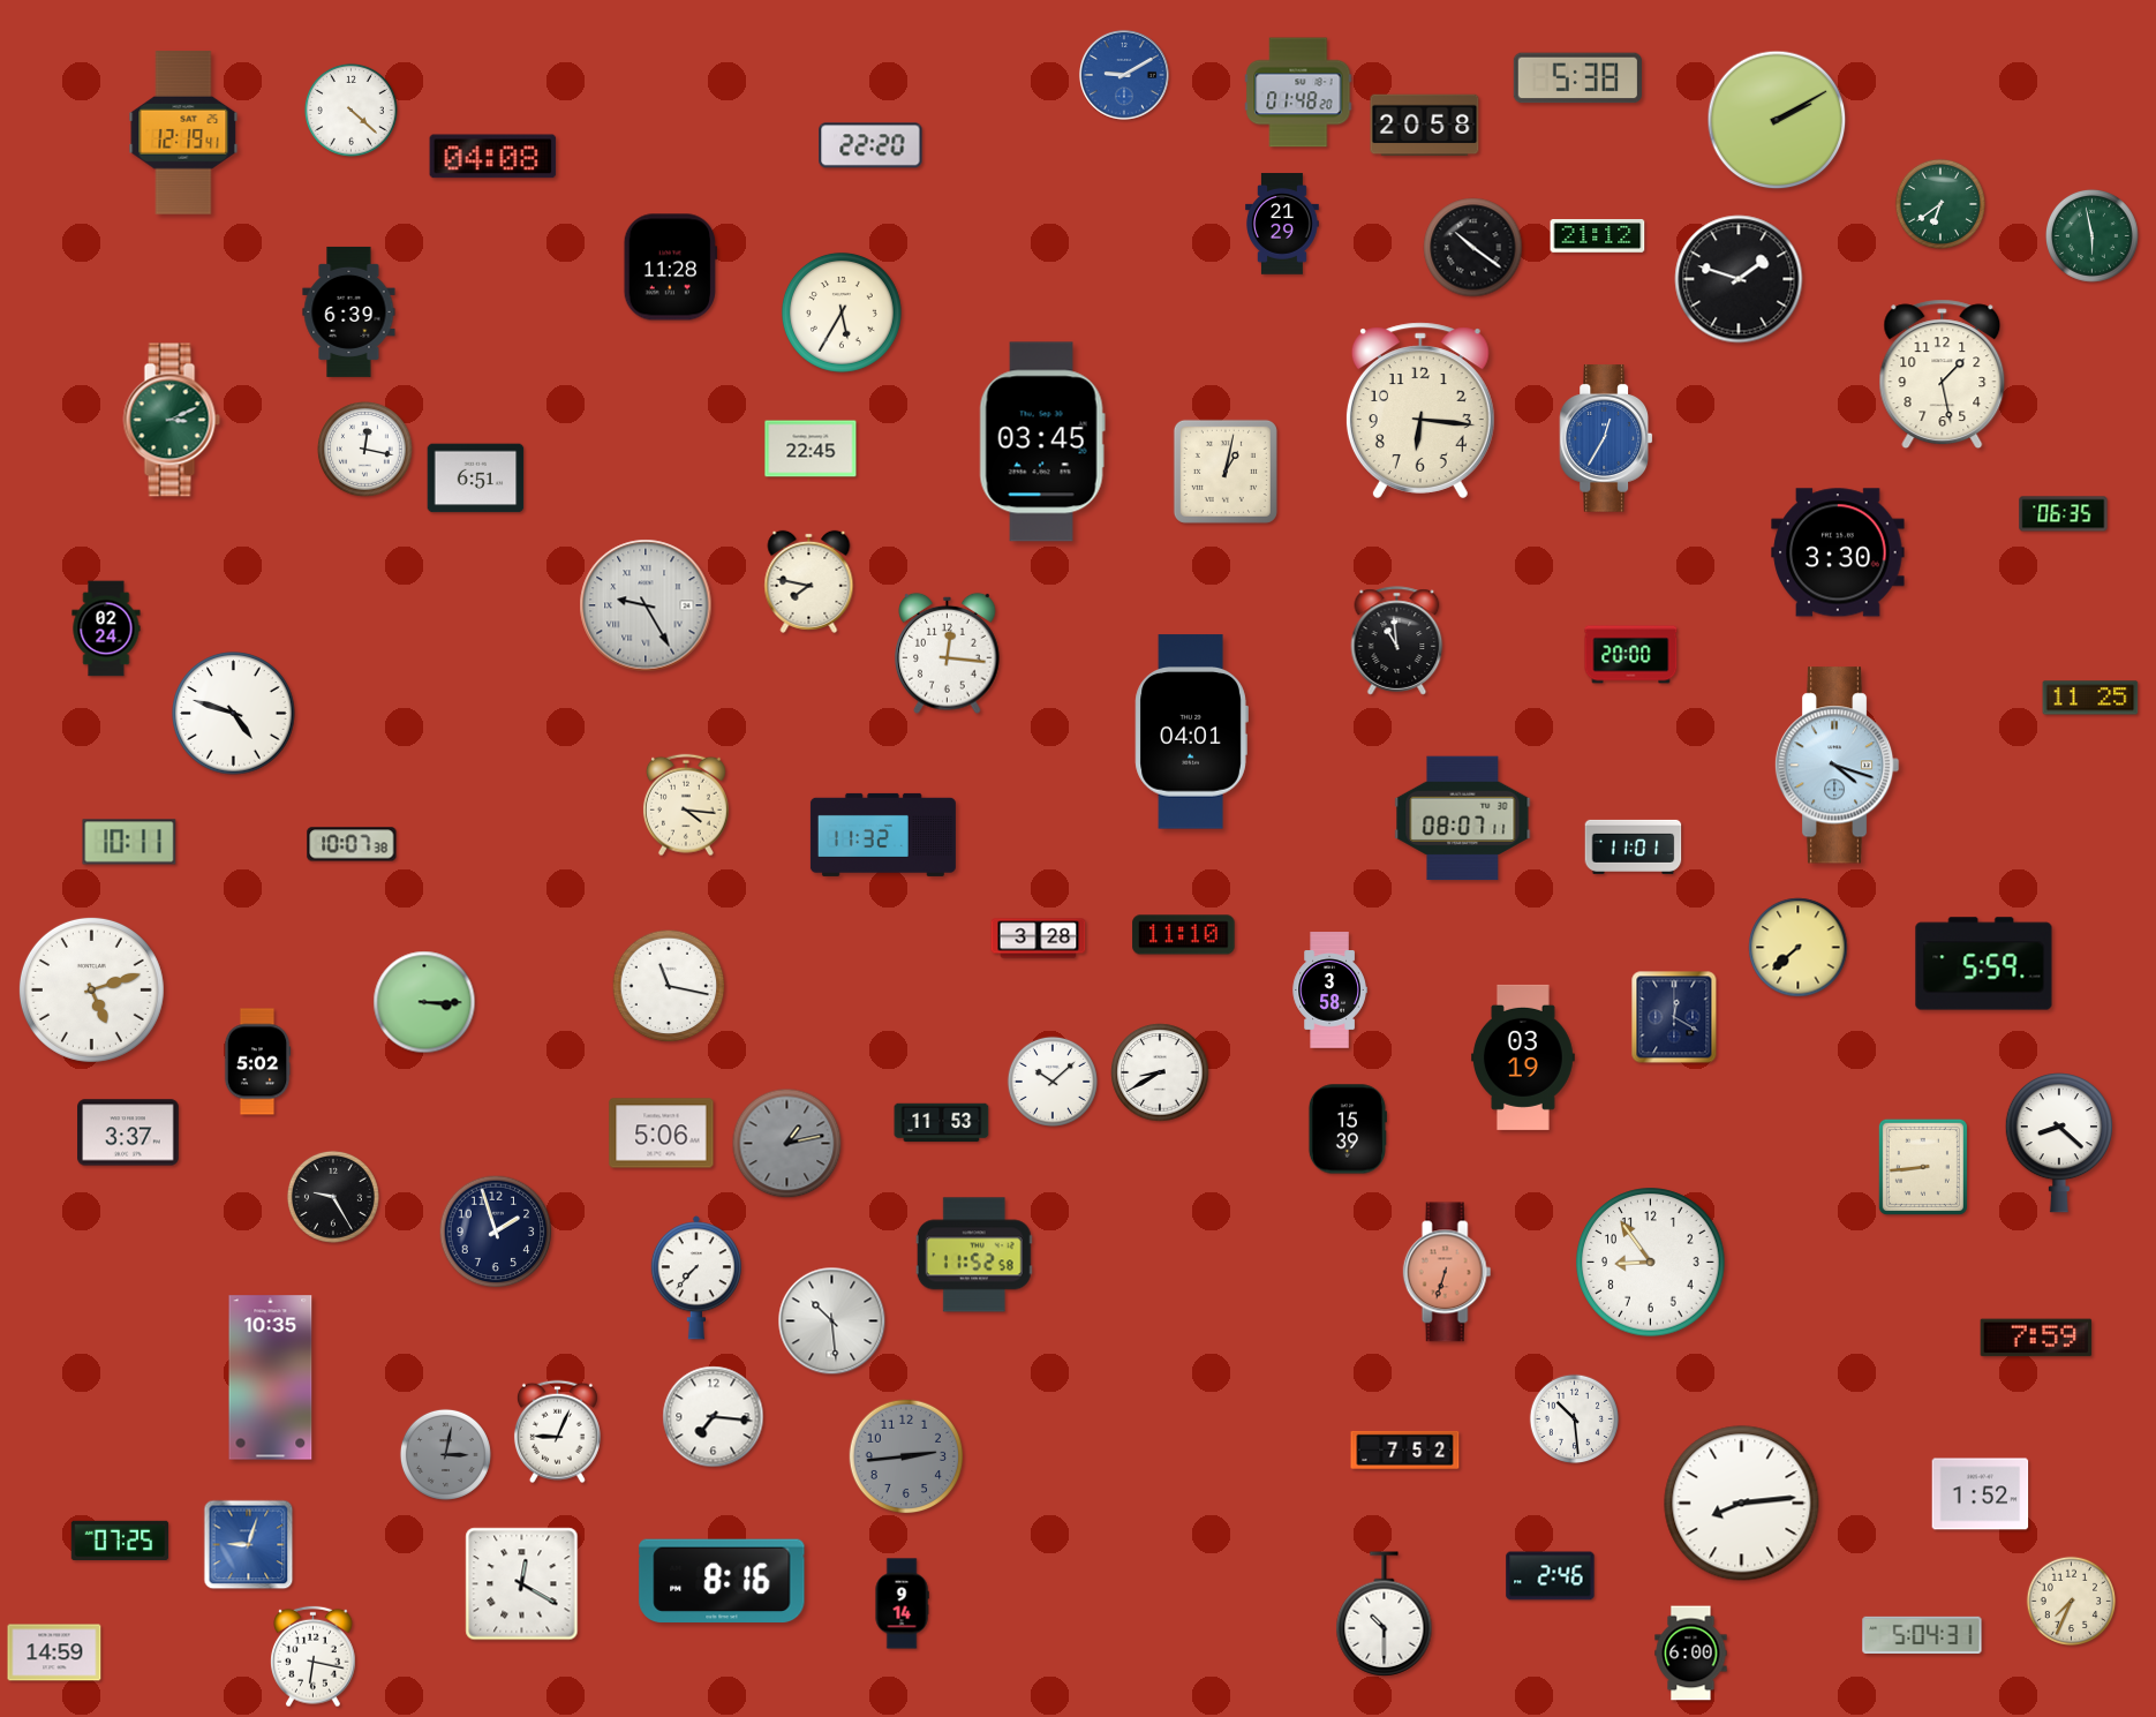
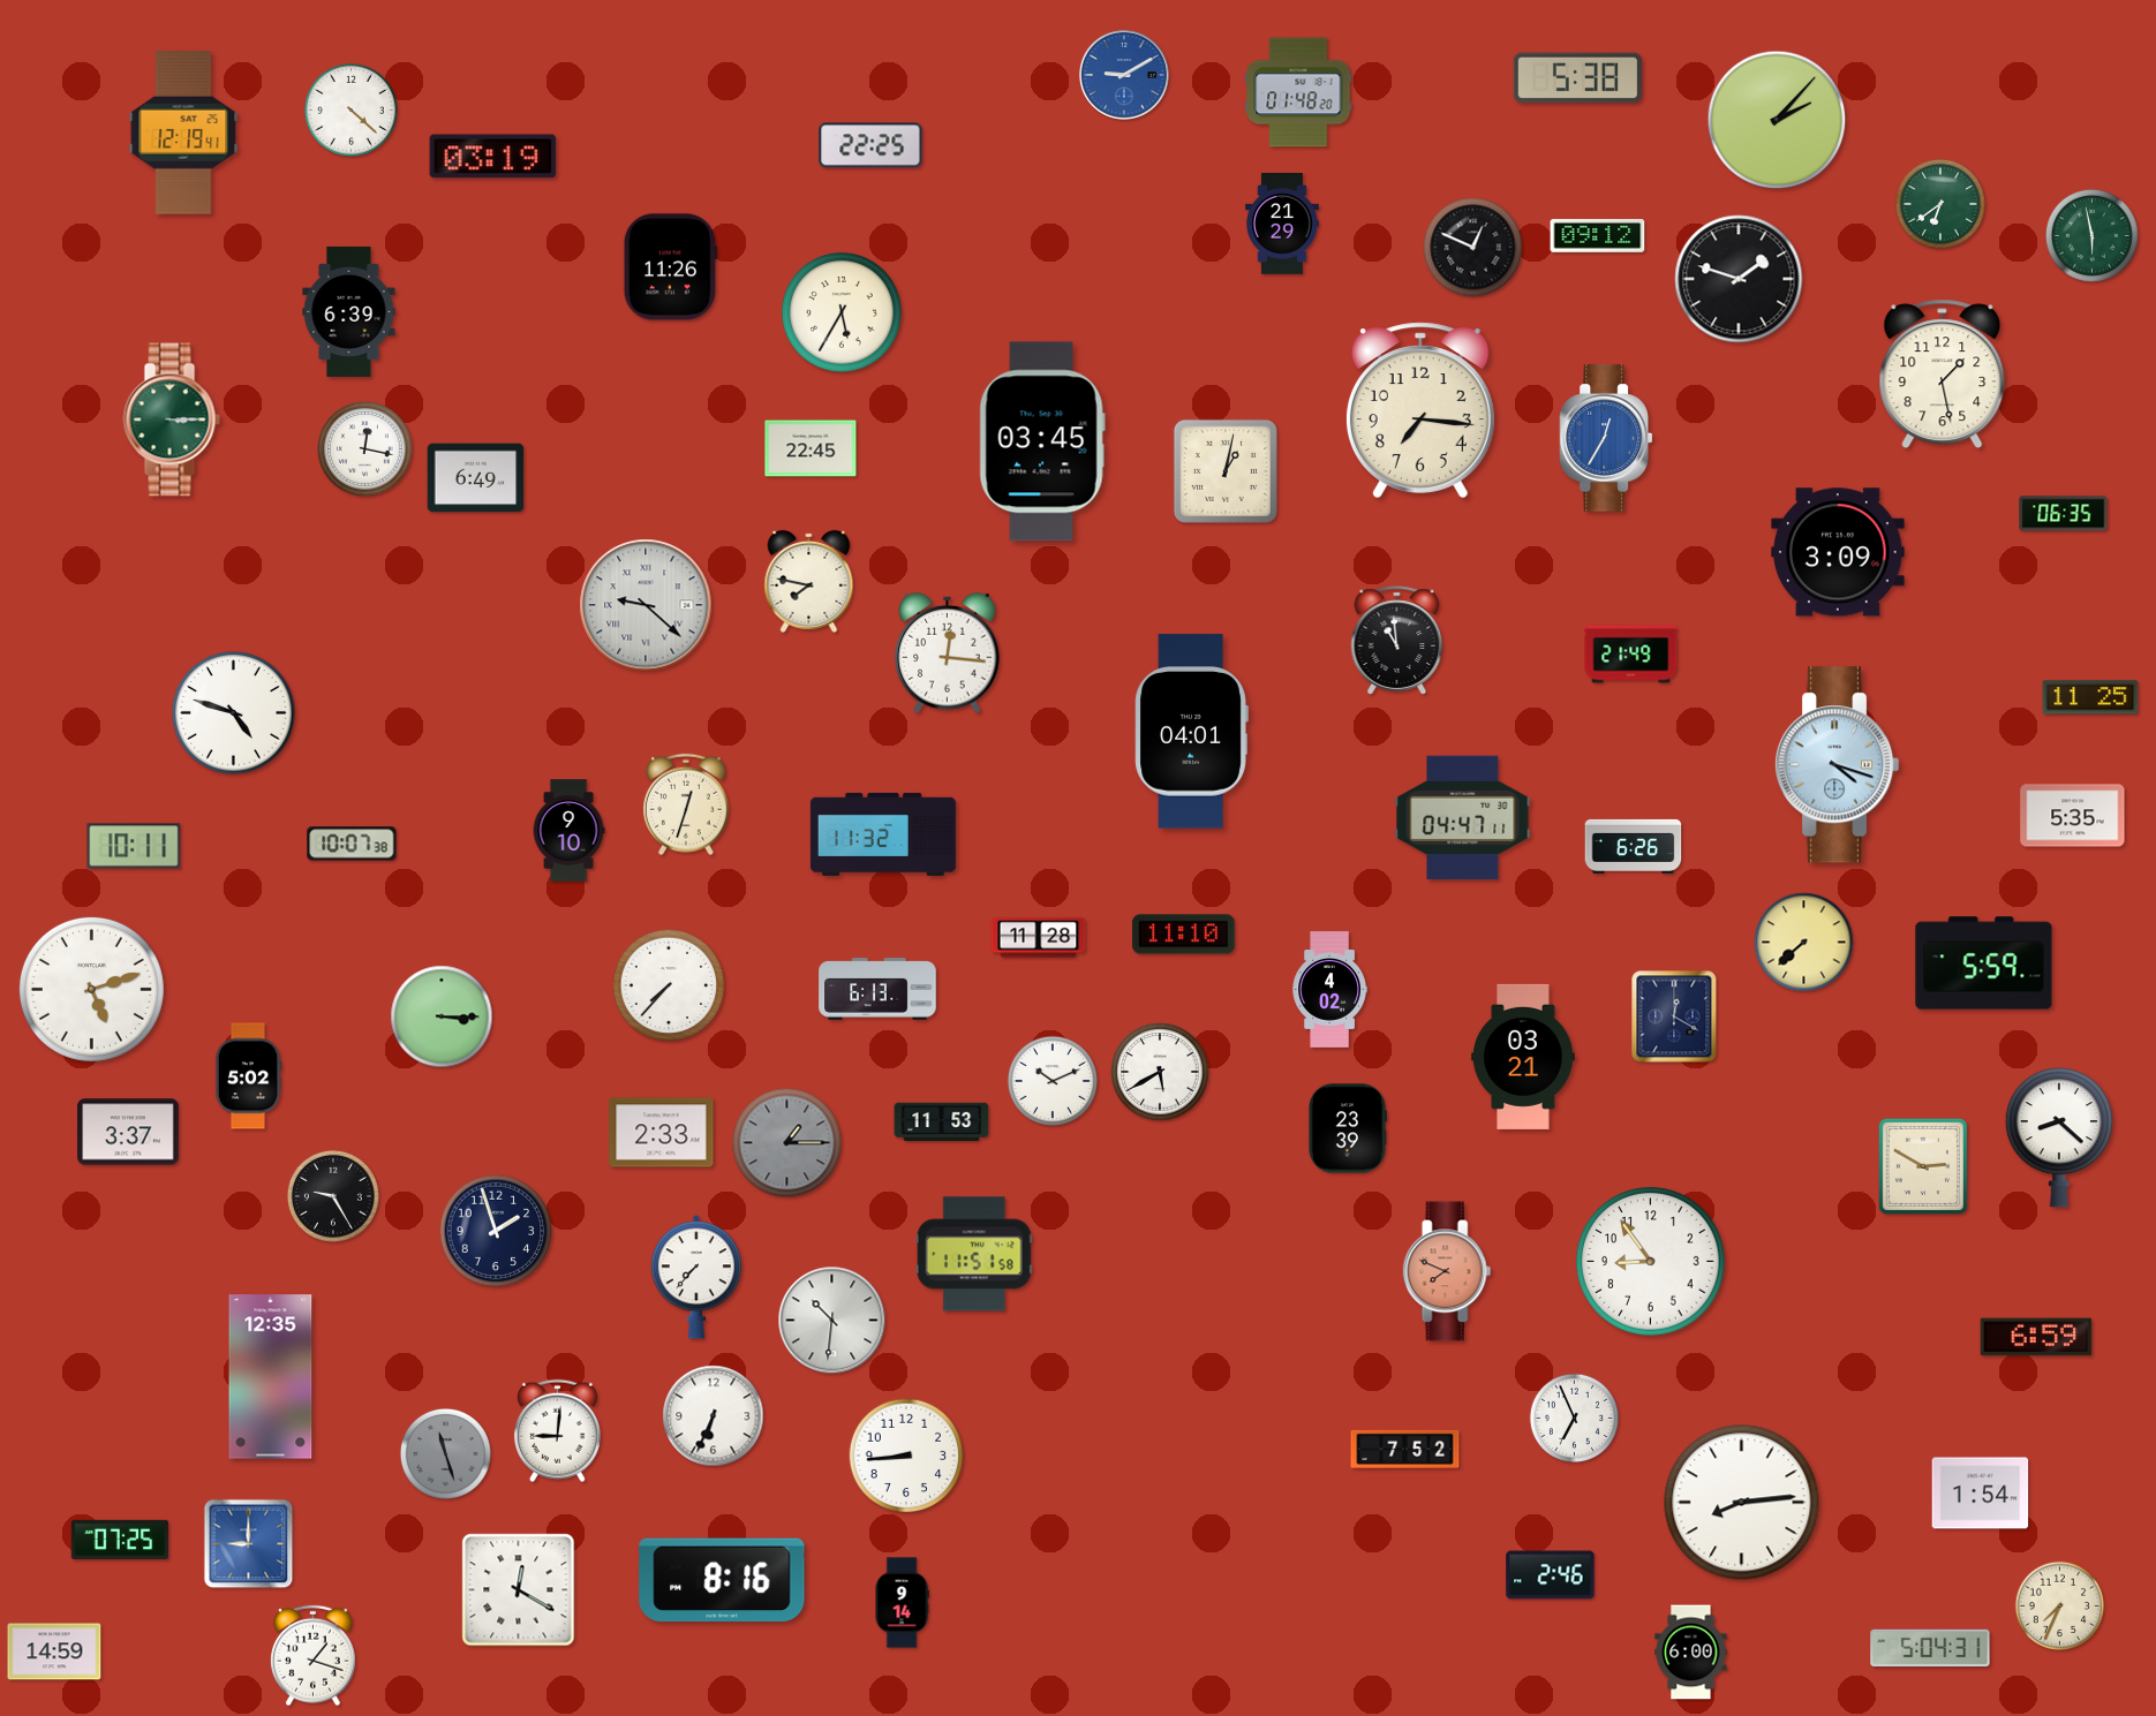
clock at (1777, 120): 2:10 -> 2:07
clock at (1425, 126): 20:58 -> none
clock at (870, 145): 22:20 -> 22:25
clock at (493, 157): 04:08 -> 03:19
clock at (1598, 236): 21:12 -> 09:12
clock at (1473, 248): 10:21 -> 12:49
clock at (670, 268): 11:28 -> 11:26
clock at (1420, 411): 6:16 -> 7:16
clock at (172, 420): 3:11 -> 3:15
clock at (476, 479): 6:51 -> 6:49
clock at (1838, 552): 3:30 -> 3:09
clock at (646, 605): 9:25 -> 9:22
clock at (106, 628): 02:24 -> none
clock at (1631, 655): 20:00 -> 21:49
clock at (686, 805): 4:16 -> 12:33
clock at (2073, 816): none -> 5:35
clock at (1463, 819): 08:07 -> 04:47
clock at (568, 831): none -> 9:10
clock at (129, 842) position: (129, 842) -> (134, 846)
clock at (1634, 846): 11:01 -> 6:26
clock at (1039, 939): 3:28 -> 11:28
clock at (1799, 948) position: (1799, 948) -> (1804, 943)
clock at (669, 986): 11:17 -> 7:37
clock at (877, 989): none -> 6:13
clock at (1329, 991): 3:58 -> 4:02
clock at (424, 1002) position: (424, 1002) -> (442, 1016)
clock at (1523, 1057): 03:19 -> 03:21
clock at (257, 1062) position: (257, 1062) -> (248, 1076)
clock at (1160, 1072): 8:40 -> 5:40
clock at (1053, 1082): 10:08 -> 10:11
clock at (1347, 1129): 15:39 -> 23:39
clock at (662, 1134): 5:06 -> 2:33
clock at (787, 1144): 1:13 -> 1:15
clock at (2059, 1144) position: (2059, 1144) -> (2059, 1139)
clock at (1923, 1167): 8:44 -> 2:50
clock at (974, 1255): 11:52 -> 11:51
clock at (1447, 1272): 6:33 -> 7:49
clock at (832, 1321): 10:29 -> 10:31
clock at (2036, 1338): 7:59 -> 6:59
clock at (271, 1378): 10:35 -> 12:35
clock at (714, 1417): 7:16 -> 6:34
clock at (1575, 1419): 10:29 -> 6:56
clock at (557, 1432): 9:04 -> 9:01
clock at (445, 1454): 3:02 -> 11:27
clock at (906, 1456): 2:44 -> 8:44
clock at (906, 1456) dial: grey -> white
clock at (1981, 1494): 1:52 -> 1:54
clock at (249, 1545): 9:03 -> 9:00
clock at (522, 1584) position: (522, 1584) -> (519, 1590)
clock at (2072, 1602) position: (2072, 1602) -> (2060, 1607)
clock at (1385, 1614): 10:30 -> none
clock at (1922, 1635) position: (1922, 1635) -> (1930, 1648)
clock at (314, 1657): 6:17 -> 1:18
